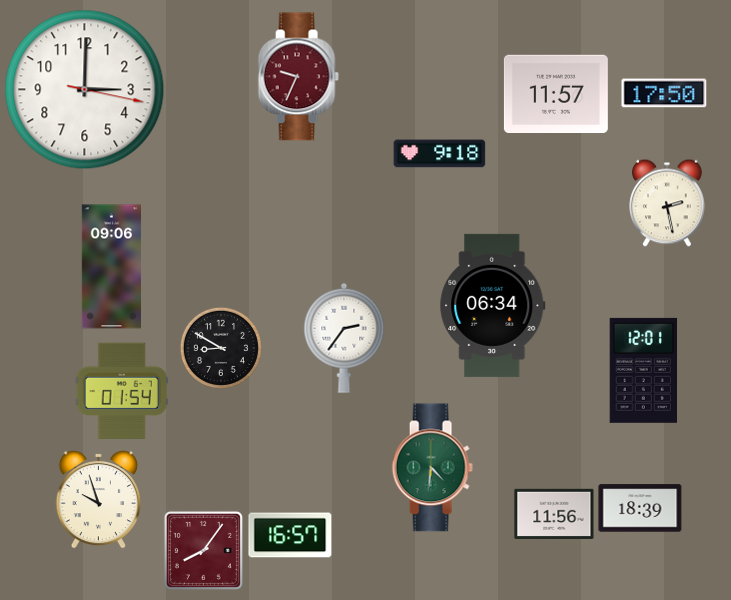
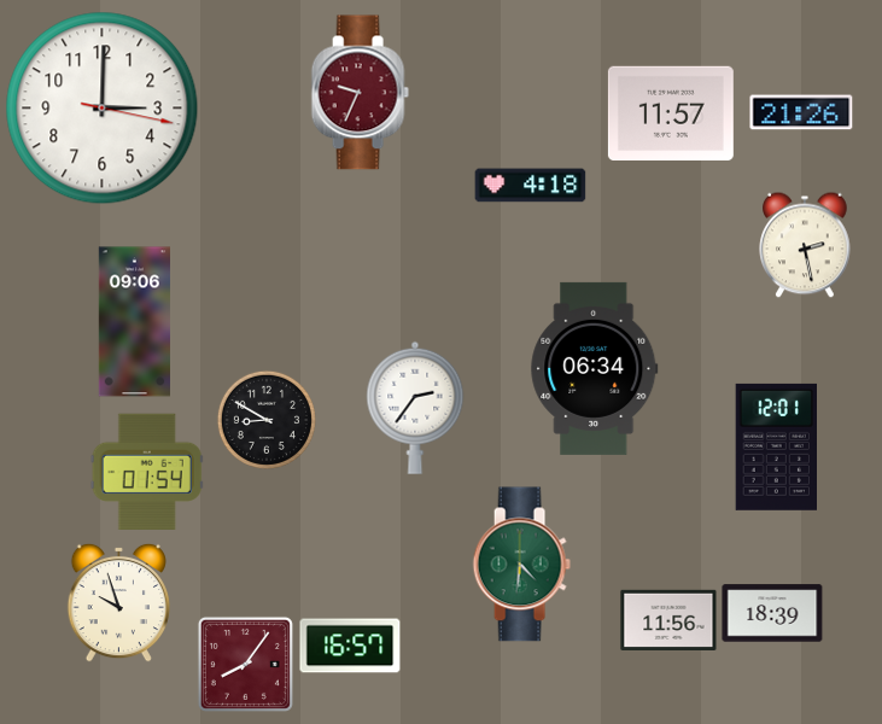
clock at (664, 93): 17:50 -> 21:26
clock at (440, 154): 9:18 -> 4:18
